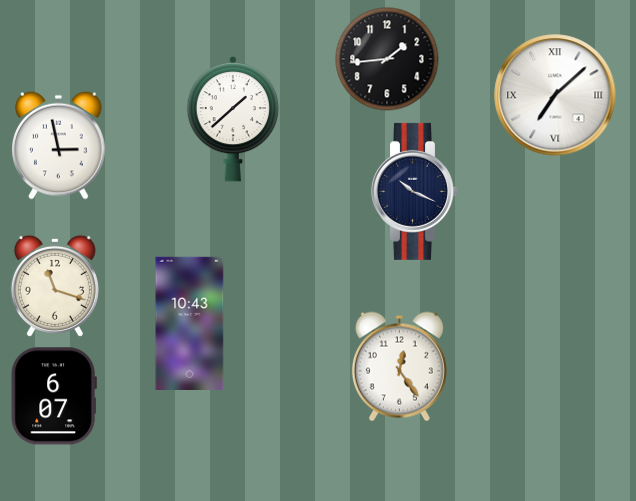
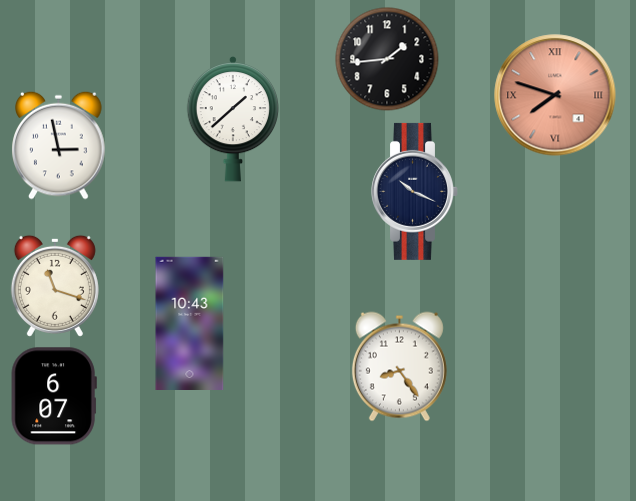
clock at (555, 95): 7:08 -> 7:48
clock at (555, 95) dial: white -> salmon
clock at (399, 367): 12:24 -> 8:24
